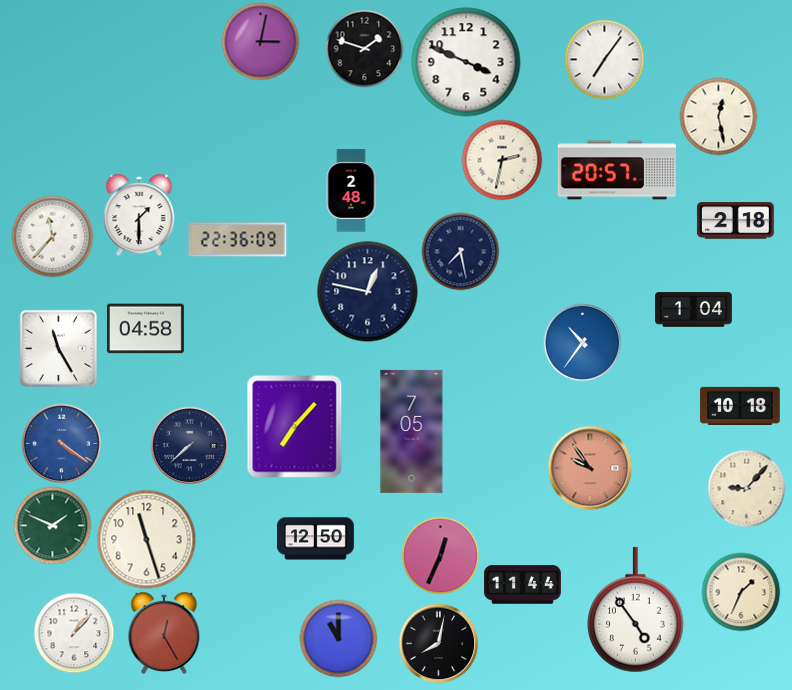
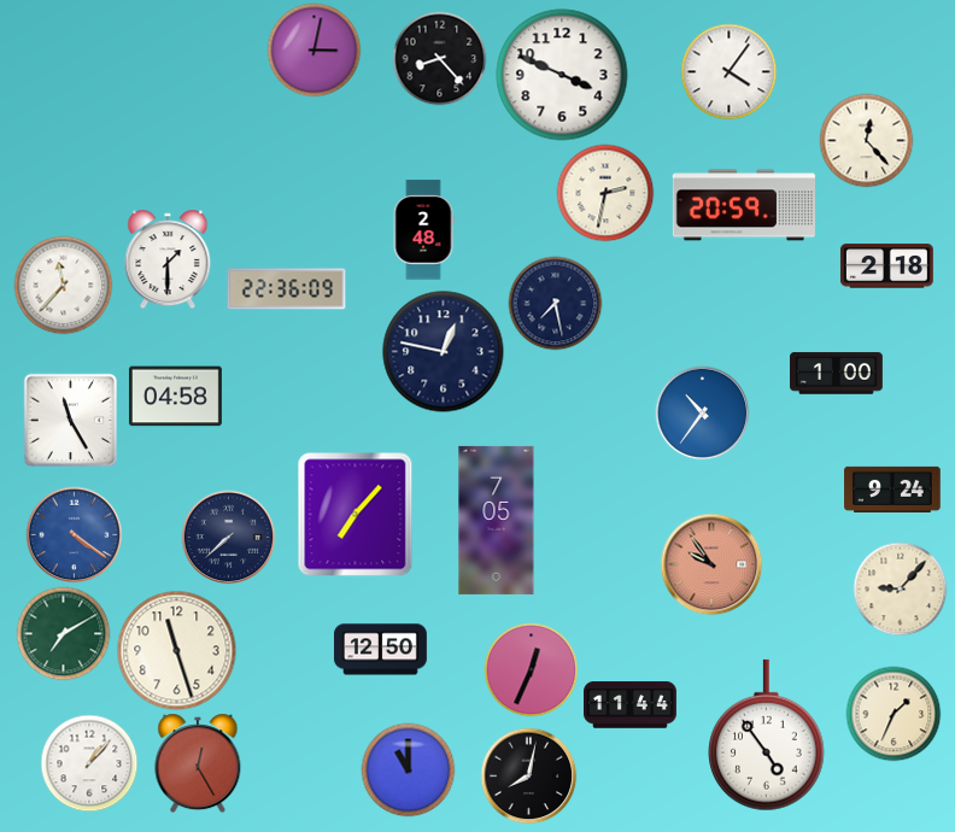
clock at (364, 48): 1:48 -> 8:23
clock at (604, 59): 7:06 -> 4:06
clock at (718, 116): 12:28 -> 12:23
clock at (617, 170): 20:57 -> 20:59
clock at (694, 310): 1:04 -> 1:00
clock at (740, 406): 10:18 -> 9:24
clock at (52, 525): 1:49 -> 7:10
